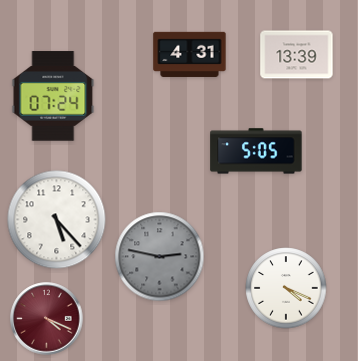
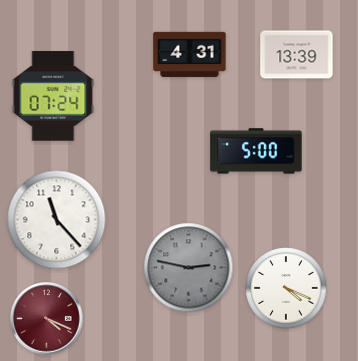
clock at (256, 151): 5:05 -> 5:00
clock at (57, 220): 5:23 -> 11:23
clock at (160, 257) position: (160, 257) -> (189, 268)
